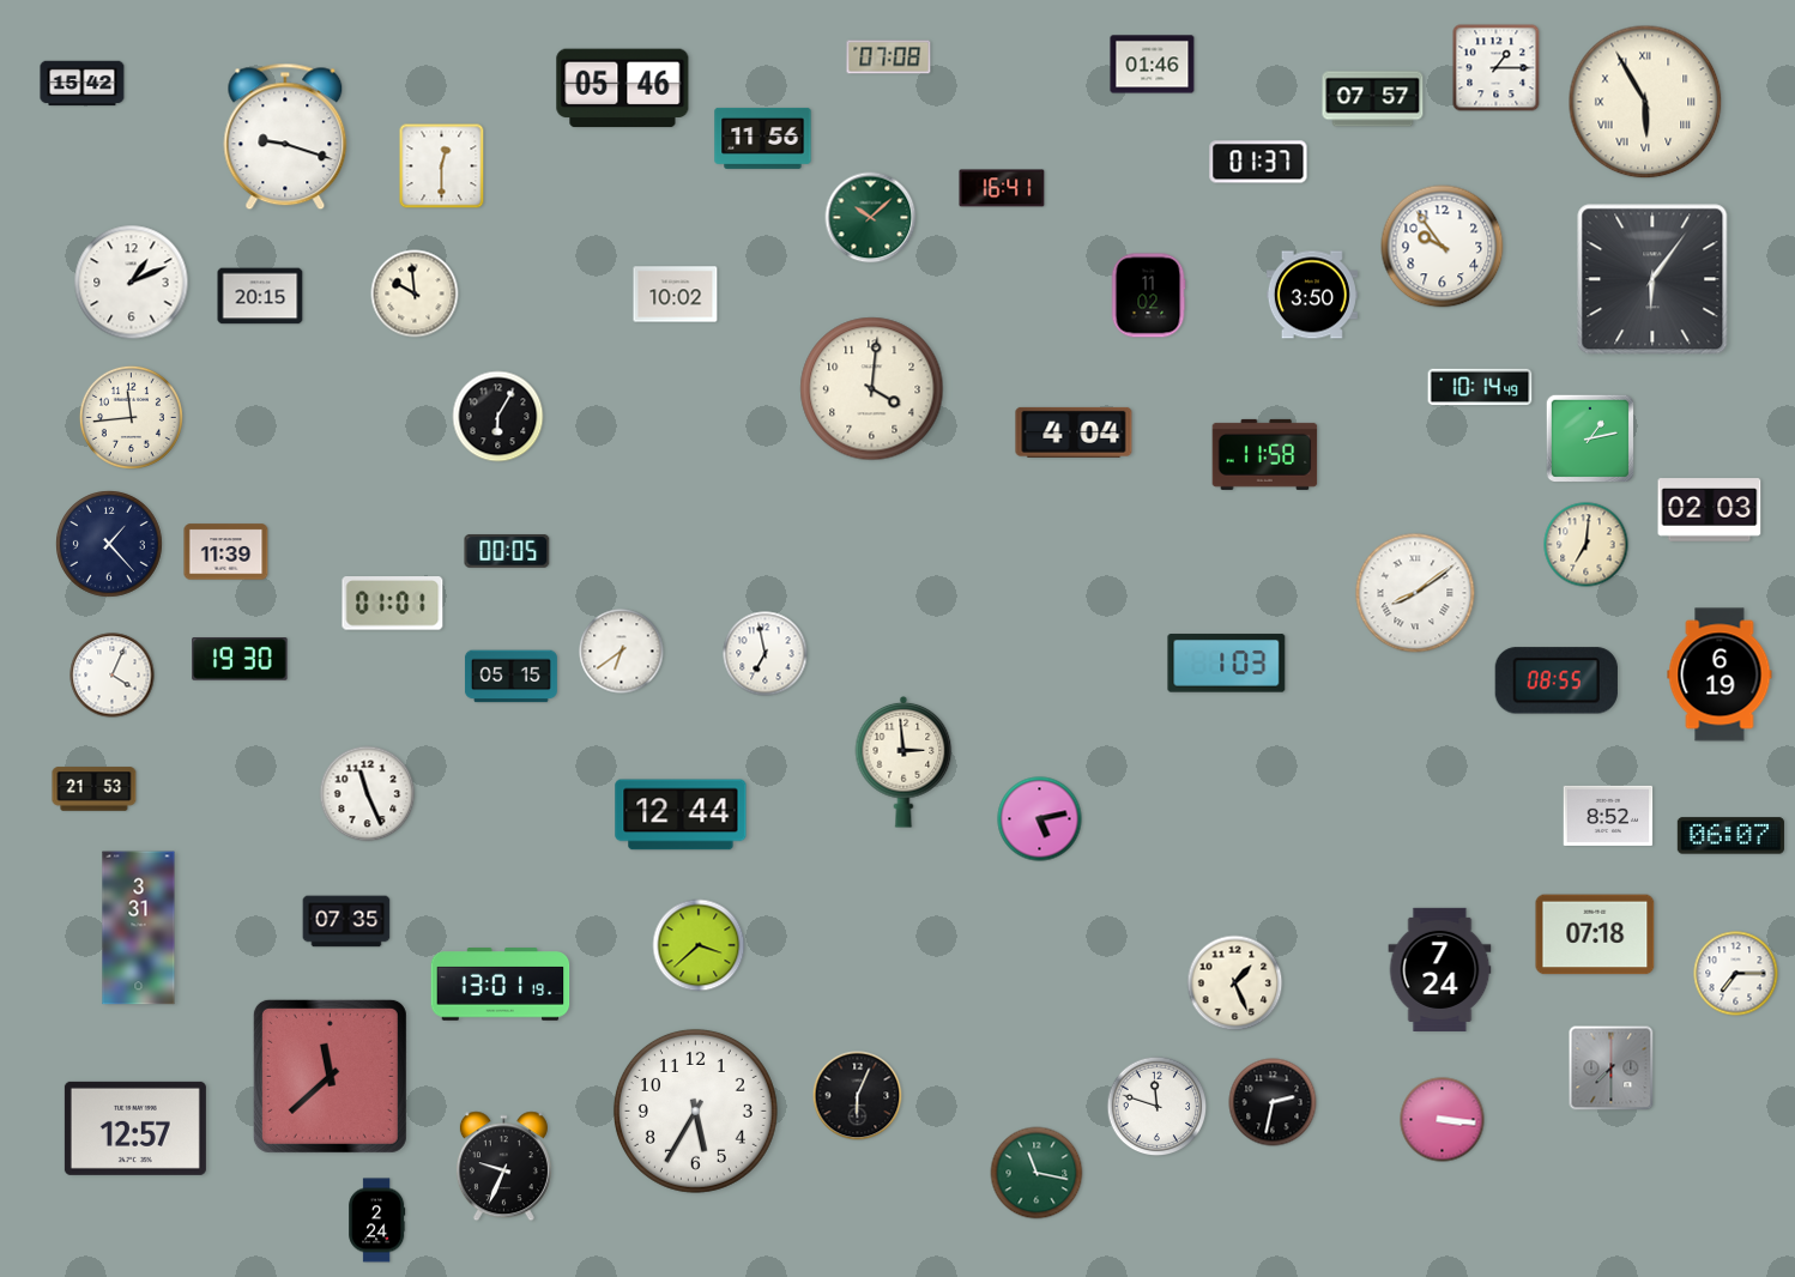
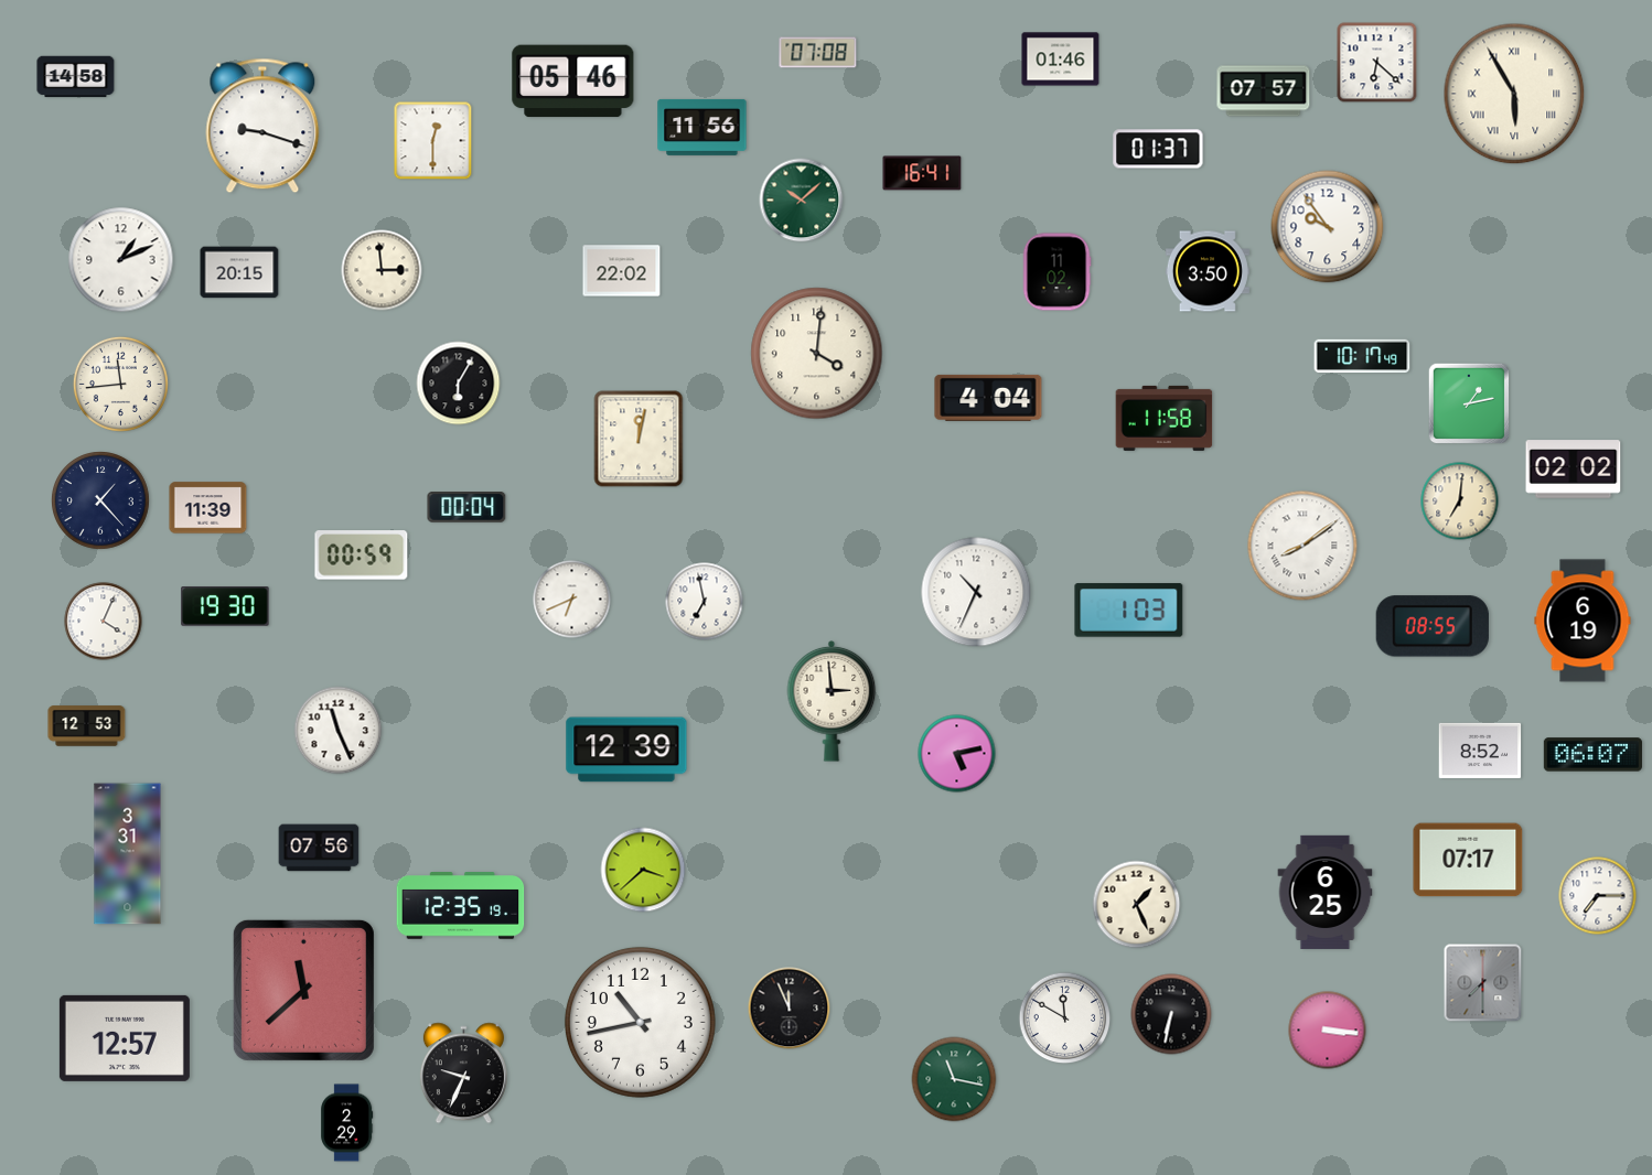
clock at (1497, 68): 1:15 -> 6:22
clock at (83, 84): 15:42 -> 14:58
clock at (442, 167) position: (442, 167) -> (433, 141)
clock at (1652, 279): 6:06 -> none
clock at (415, 293): 9:59 -> 2:59
clock at (676, 295): 10:02 -> 22:02
clock at (1480, 387): 10:14 -> 10:17
clock at (872, 389) position: (872, 389) -> (817, 354)
clock at (1589, 437) position: (1589, 437) -> (1468, 402)
clock at (639, 439): none -> 12:02
clock at (1710, 510): 02:03 -> 02:02
clock at (507, 552): 00:05 -> 00:04
clock at (393, 604): 01:01 -> 00:59
clock at (976, 592): none -> 10:34
clock at (622, 652): 6:39 -> 6:41
clock at (240, 659) position: (240, 659) -> (225, 606)
clock at (510, 677): 05:15 -> none
clock at (95, 789): 21:53 -> 12:53
clock at (681, 815): 12:44 -> 12:39
clock at (1730, 836) position: (1730, 836) -> (1592, 755)
clock at (346, 921): 07:35 -> 07:56
clock at (1595, 934): 07:18 -> 07:17
clock at (1440, 969): 7:24 -> 6:25
clock at (501, 985): 13:01 -> 12:35
clock at (858, 1096): 6:04 -> 11:56
clock at (1273, 1102): 2:32 -> 6:32
clock at (1158, 1107): 11:48 -> 11:50
clock at (695, 1110): 5:35 -> 10:43
clock at (377, 1221): 2:24 -> 2:29
